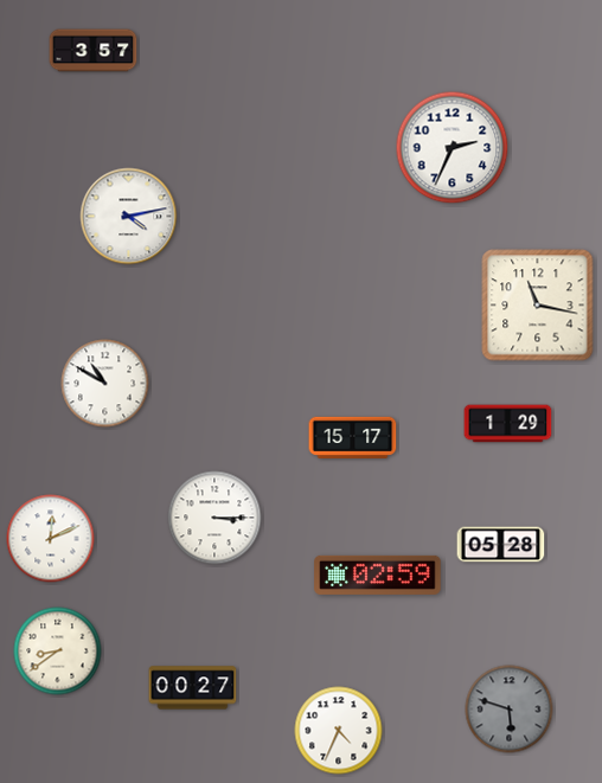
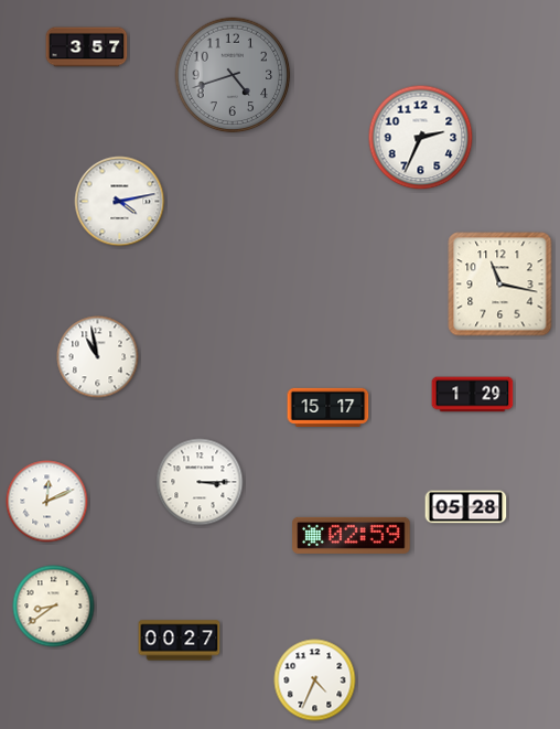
clock at (233, 75): none -> 4:42
clock at (105, 384): 10:50 -> 10:58
clock at (510, 710): 5:48 -> none
